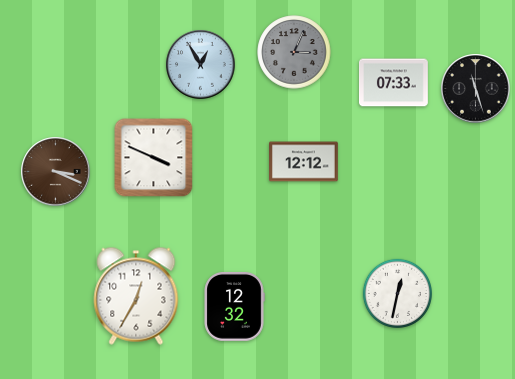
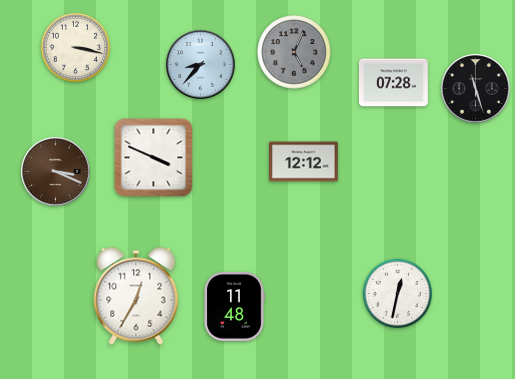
clock at (75, 47): none -> 3:17
clock at (294, 52): 3:04 -> 5:04
clock at (201, 65): 12:55 -> 8:37
clock at (394, 83): 07:33 -> 07:28
clock at (234, 306): 12:32 -> 11:48
